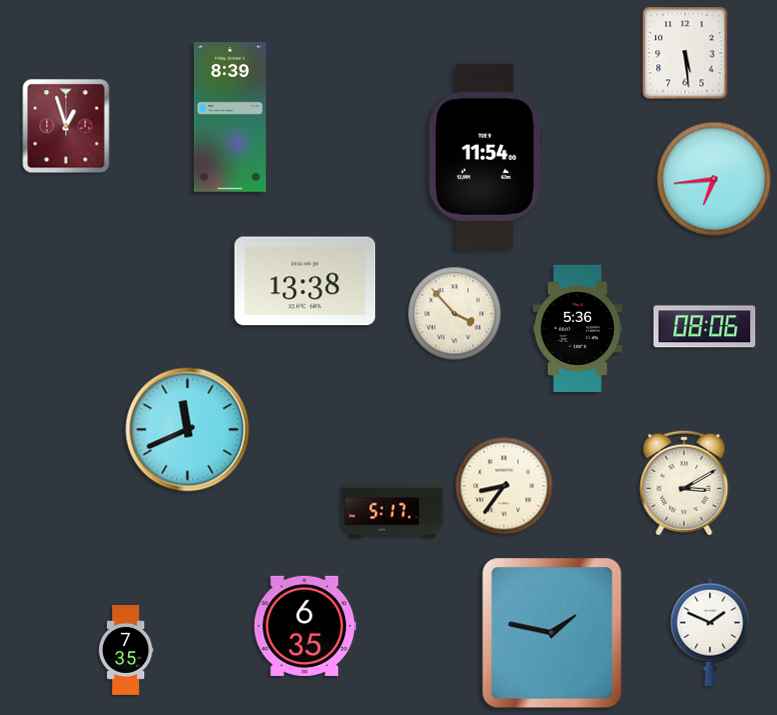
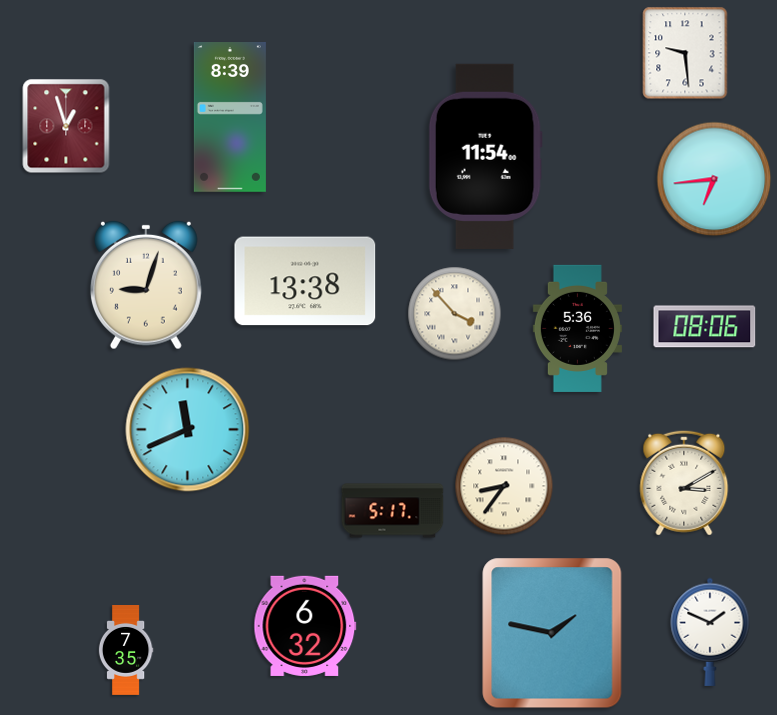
clock at (685, 53): 5:29 -> 9:29
clock at (146, 285): none -> 9:03
clock at (305, 626): 6:35 -> 6:32
